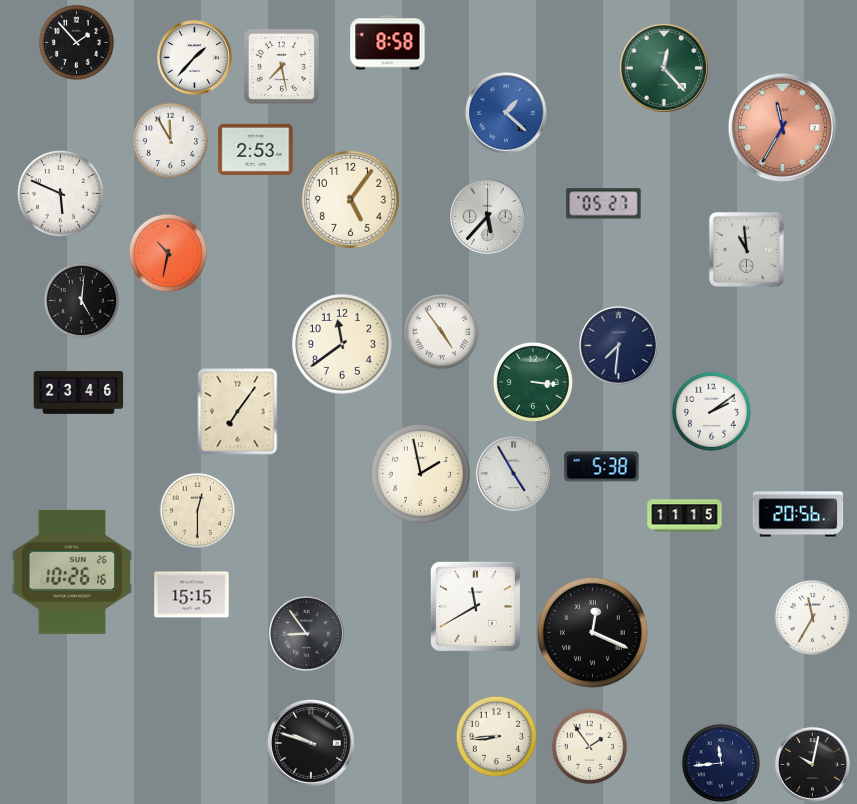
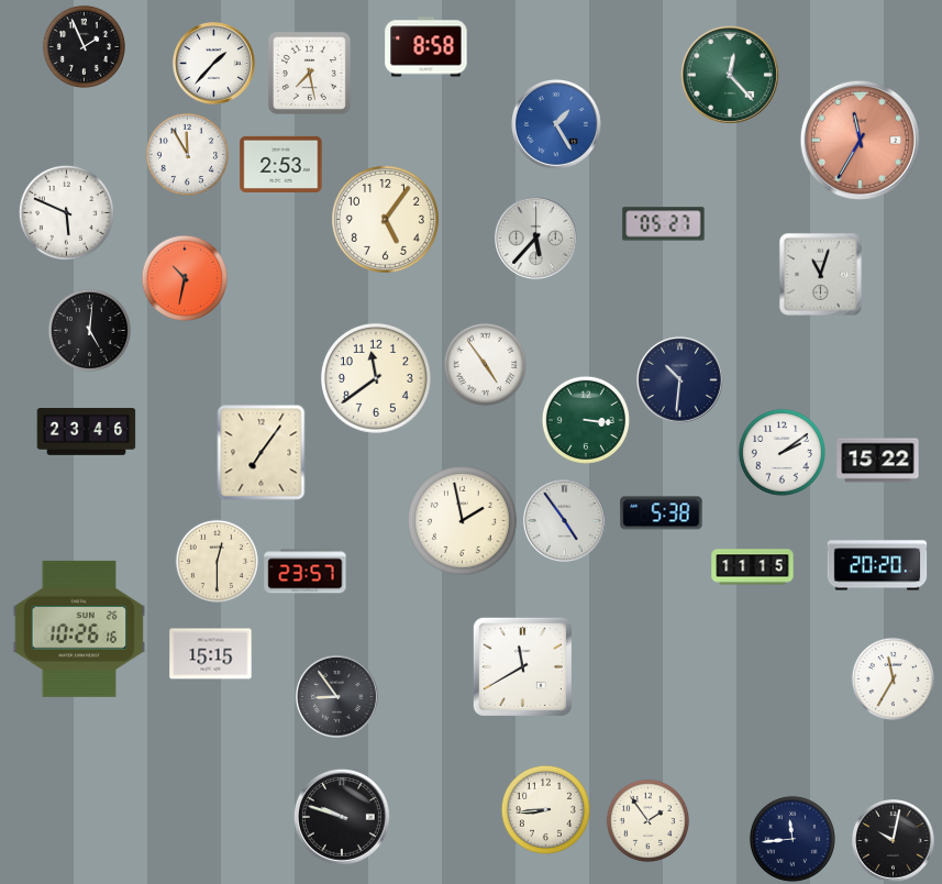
clock at (76, 42): 1:53 -> 1:56
clock at (506, 113): 1:22 -> 1:25
clock at (746, 249): 10:59 -> 11:03
clock at (619, 346): 7:31 -> 10:31
clock at (878, 461): none -> 15:22
clock at (514, 474): 4:55 -> 4:54
clock at (798, 514): 20:56 -> 20:20
clock at (306, 572): none -> 23:57
clock at (593, 633): 12:19 -> none
